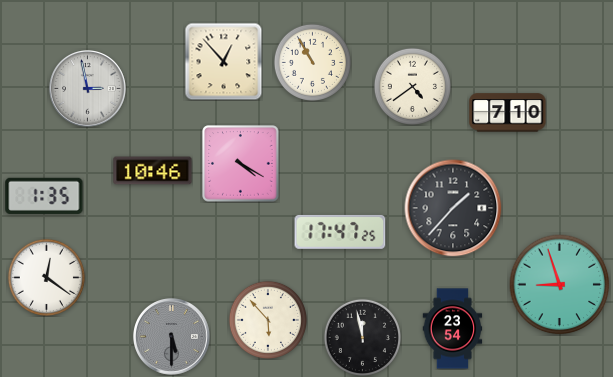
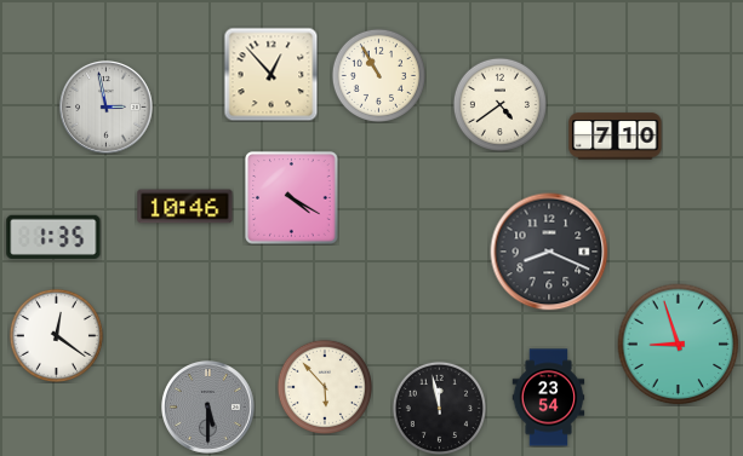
clock at (453, 208): 1:37 -> 8:19
clock at (340, 232): 17:47 -> none
